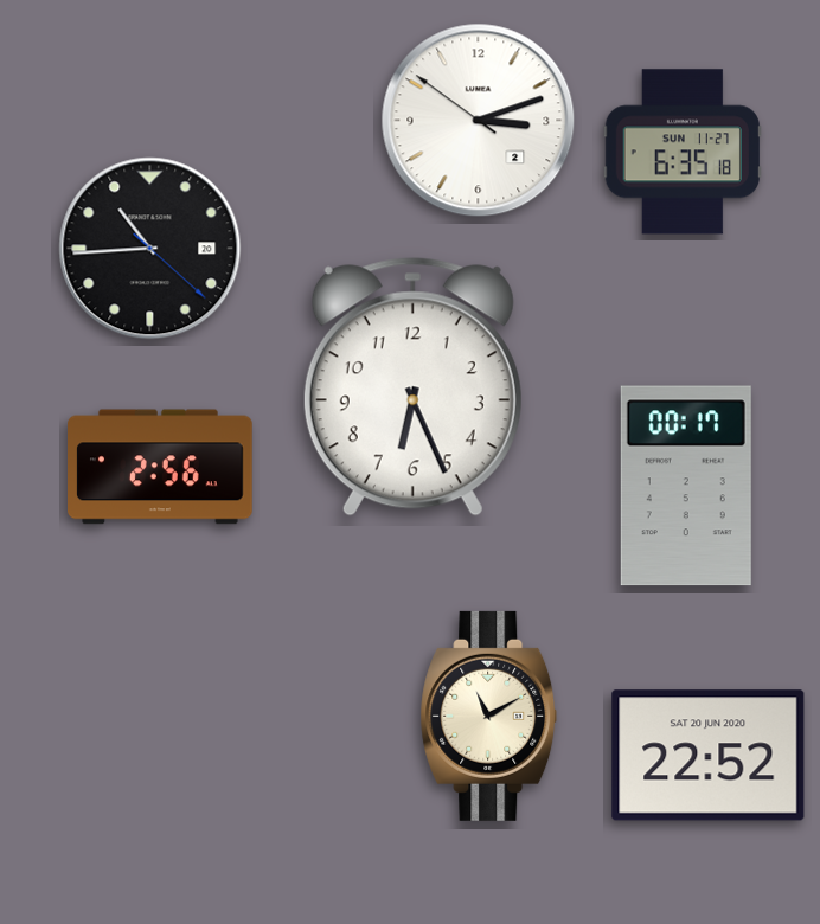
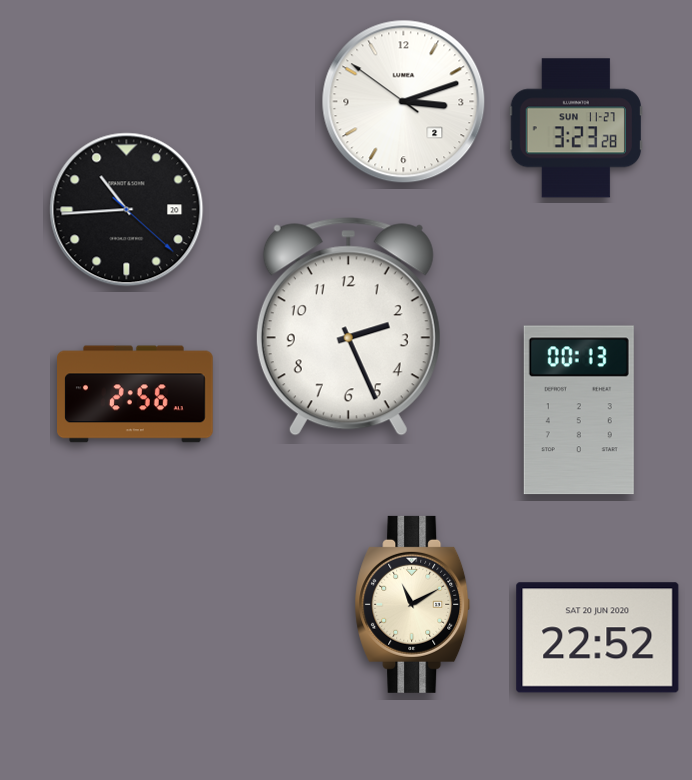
clock at (681, 152): 6:35 -> 3:23
clock at (412, 387): 6:26 -> 2:26
clock at (686, 486): 00:17 -> 00:13
